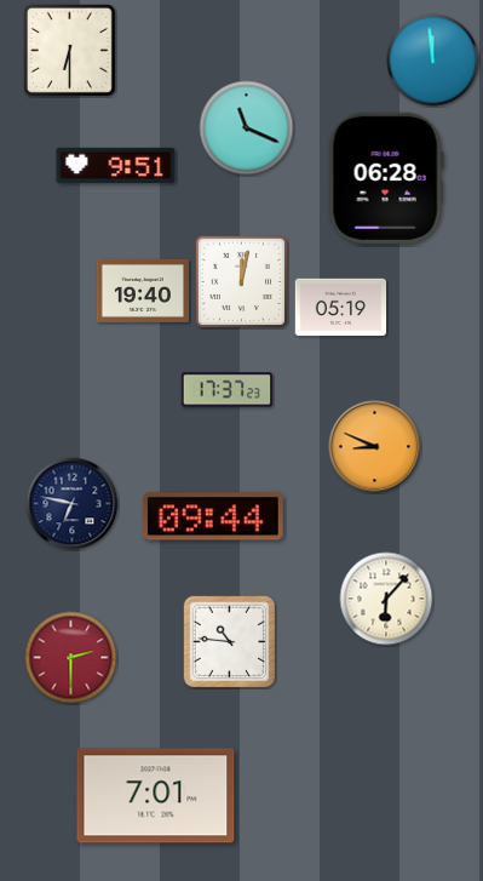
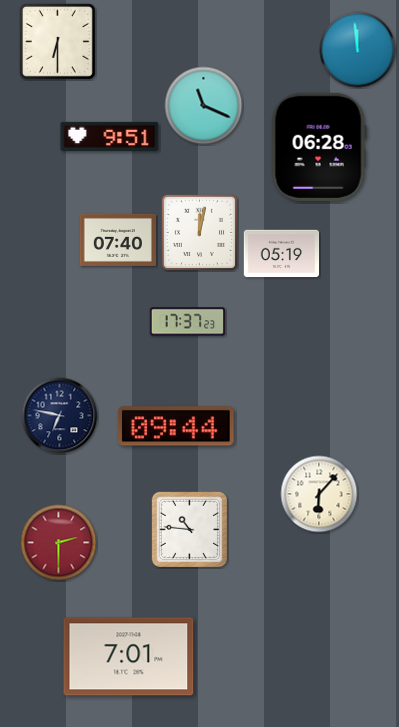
clock at (116, 165) position: (116, 165) -> (110, 136)
clock at (142, 291): 19:40 -> 07:40
clock at (375, 447): 8:49 -> none
